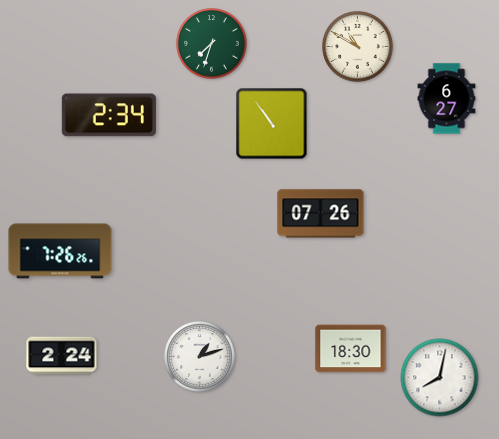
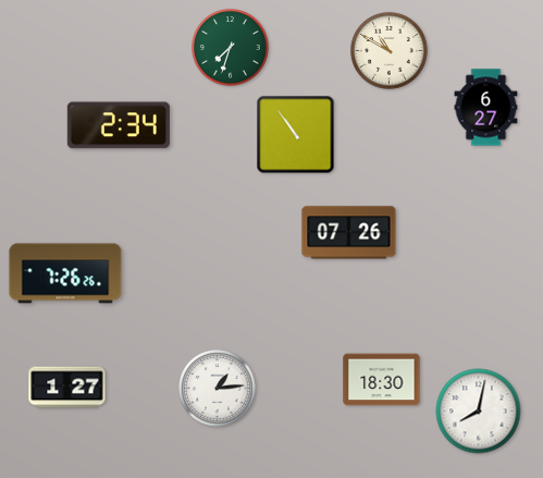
clock at (62, 356): 2:24 -> 1:27
clock at (200, 357): 1:12 -> 1:14
